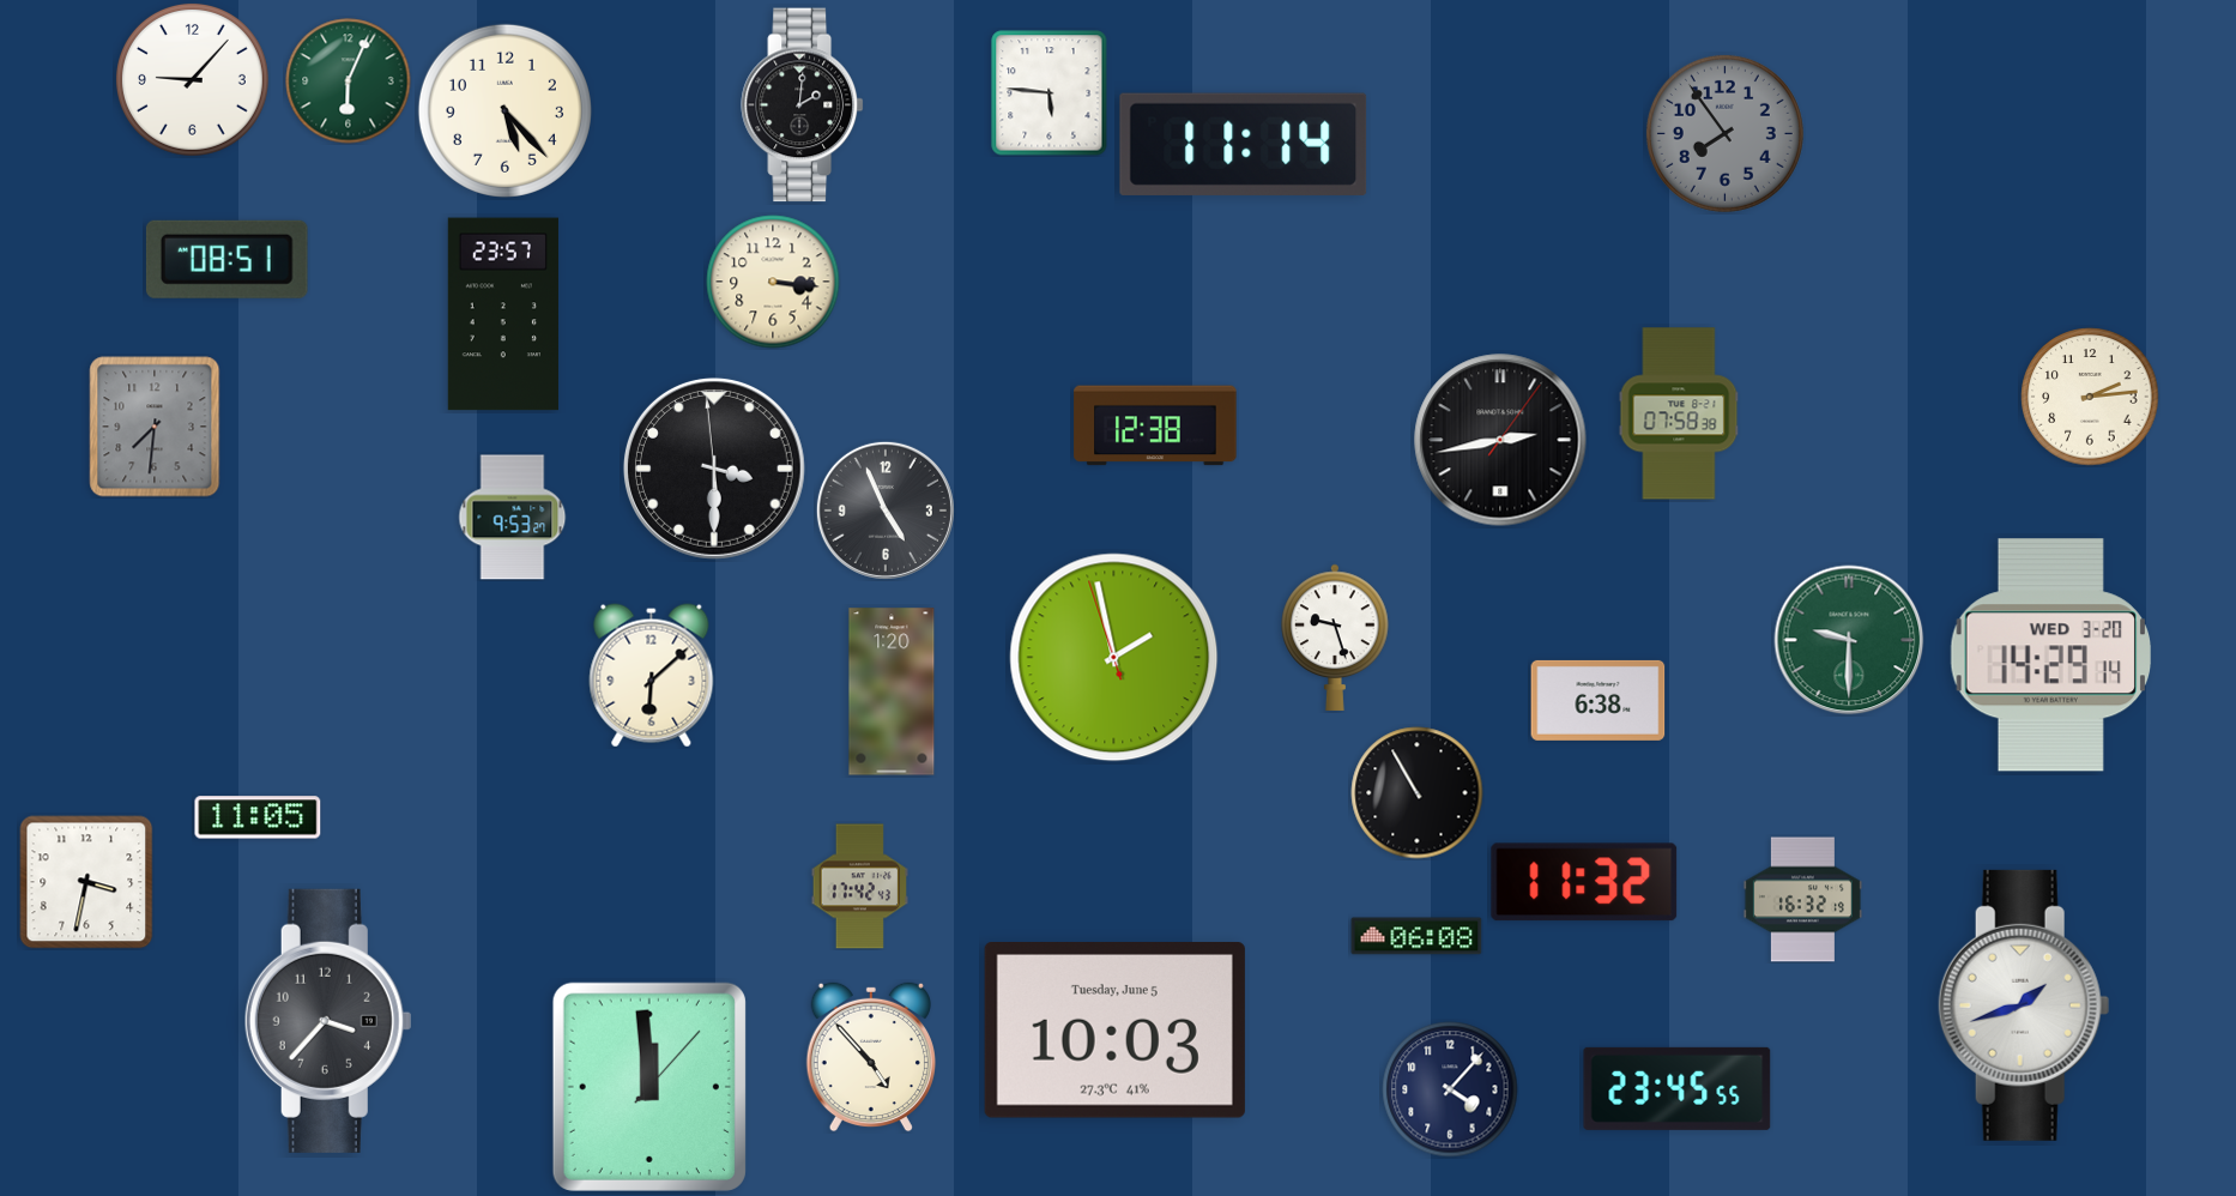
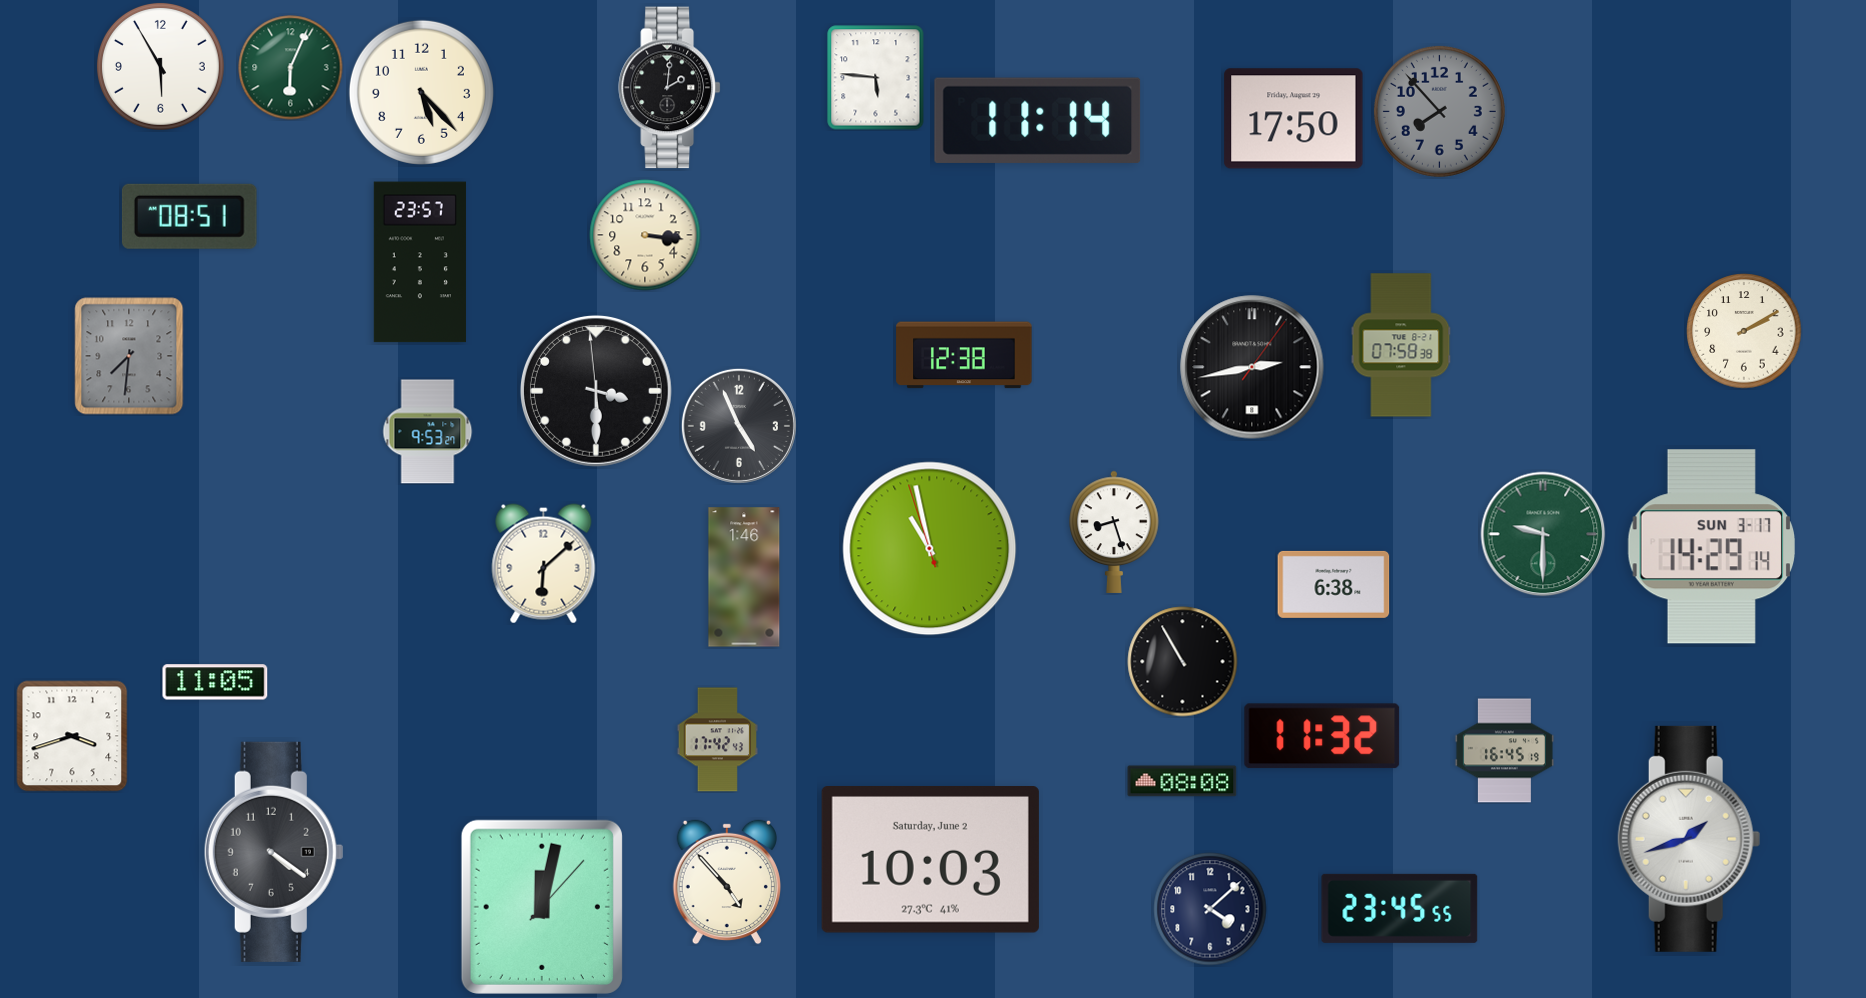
clock at (192, 79): 9:07 -> 5:55
clock at (1724, 133): 7:54 -> 7:53
clock at (1294, 119): none -> 17:50
clock at (2090, 397): 2:14 -> 2:10
clock at (1335, 638): 9:27 -> 8:27
clock at (2050, 656) date: WED 3-20 -> SUN 3-17
clock at (1114, 658): 1:57 -> 10:57
clock at (892, 691): 1:20 -> 1:46
clock at (86, 882): 3:32 -> 3:42
clock at (1802, 900): 16:32 -> 16:45
clock at (1416, 936): 06:08 -> 08:08
clock at (328, 1021): 3:37 -> 4:21
clock at (1114, 1031) date: Tuesday, June 5 -> Saturday, June 2
clock at (649, 1087): 11:59 -> 12:02
clock at (1450, 1089): 4:07 -> 4:08
